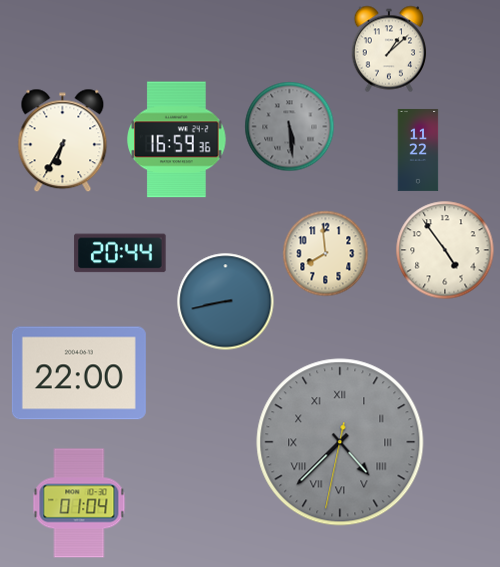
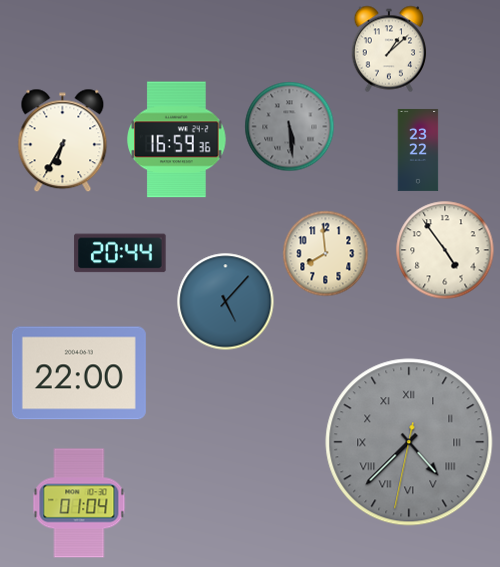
clock at (418, 150): 11:22 -> 23:22
clock at (225, 301): 8:43 -> 5:07
clock at (340, 442) position: (340, 442) -> (409, 442)
